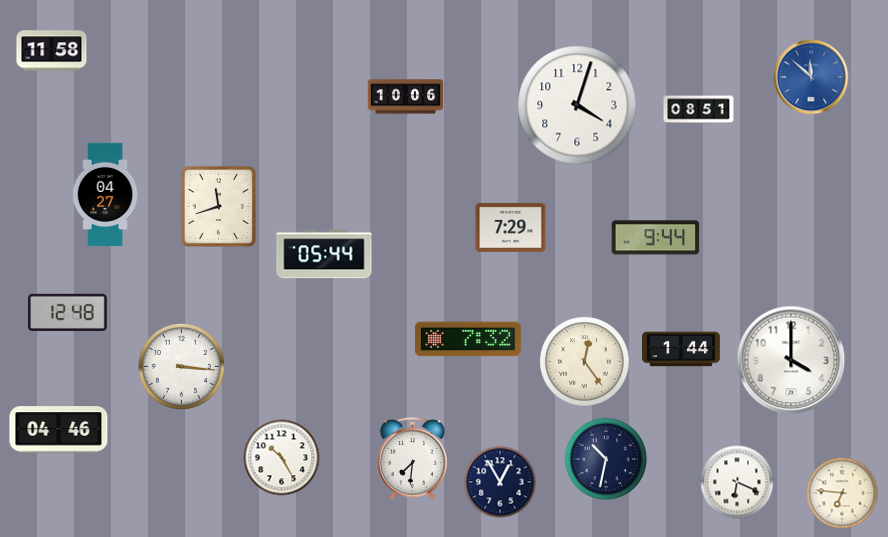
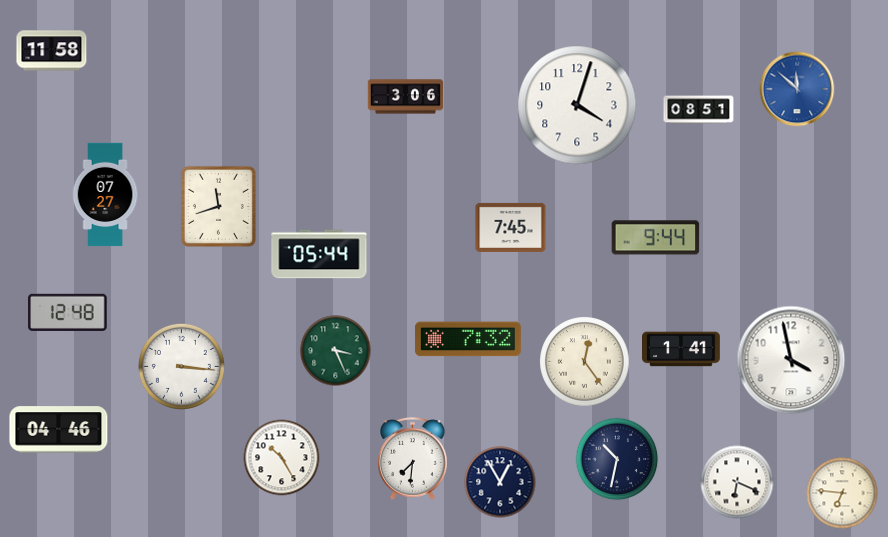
clock at (811, 77) position: (811, 77) -> (797, 89)
clock at (406, 97): 10:06 -> 3:06
clock at (105, 195): 04:27 -> 07:27
clock at (511, 227): 7:29 -> 7:45
clock at (324, 254) position: (324, 254) -> (319, 254)
clock at (682, 349): 1:44 -> 1:41
clock at (336, 351): none -> 3:26
clock at (791, 360): 4:00 -> 3:58
clock at (606, 459) position: (606, 459) -> (617, 459)
